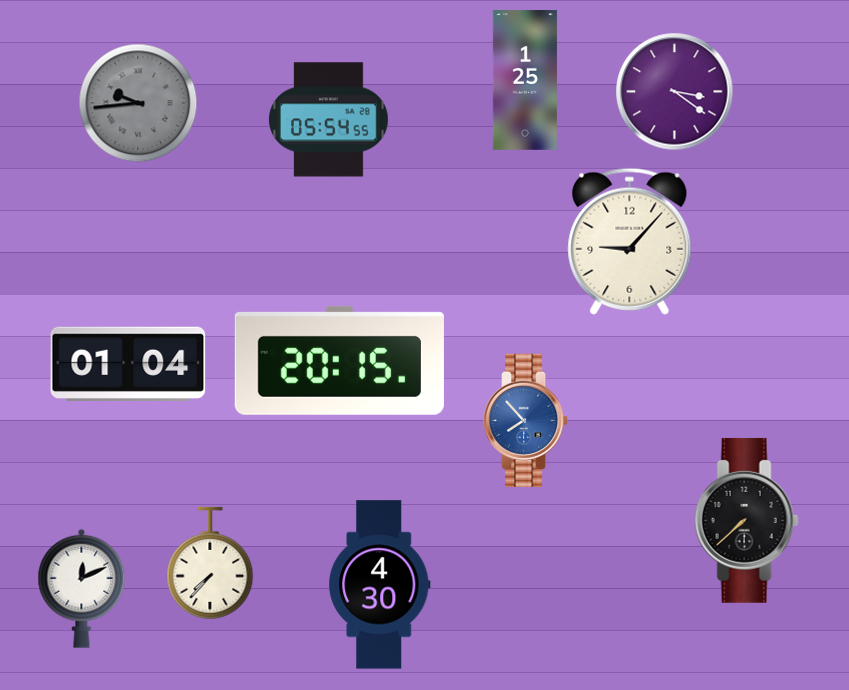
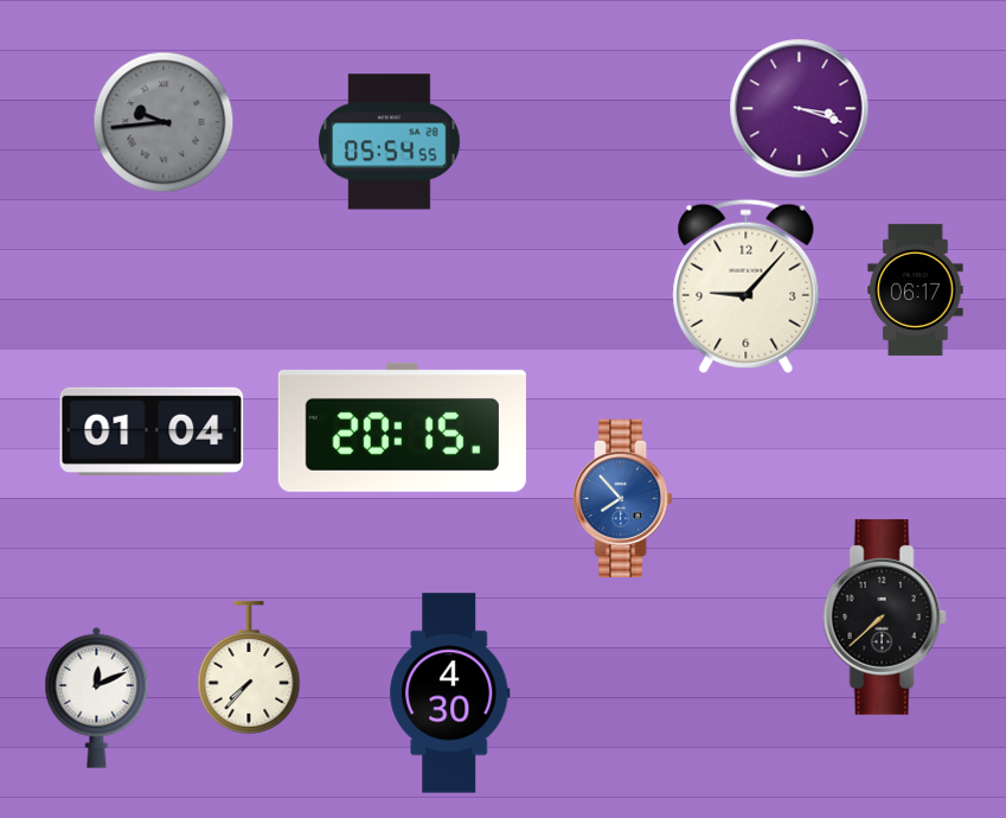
clock at (525, 80): 1:25 -> none
clock at (675, 92): 3:21 -> 3:18
clock at (916, 289): none -> 06:17
